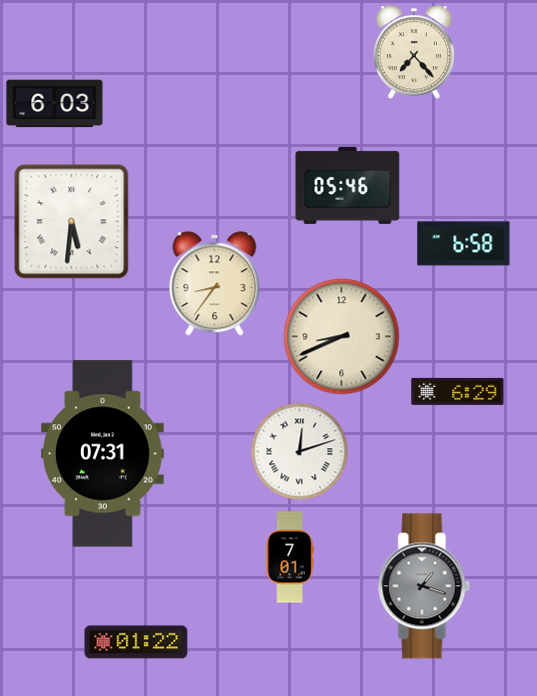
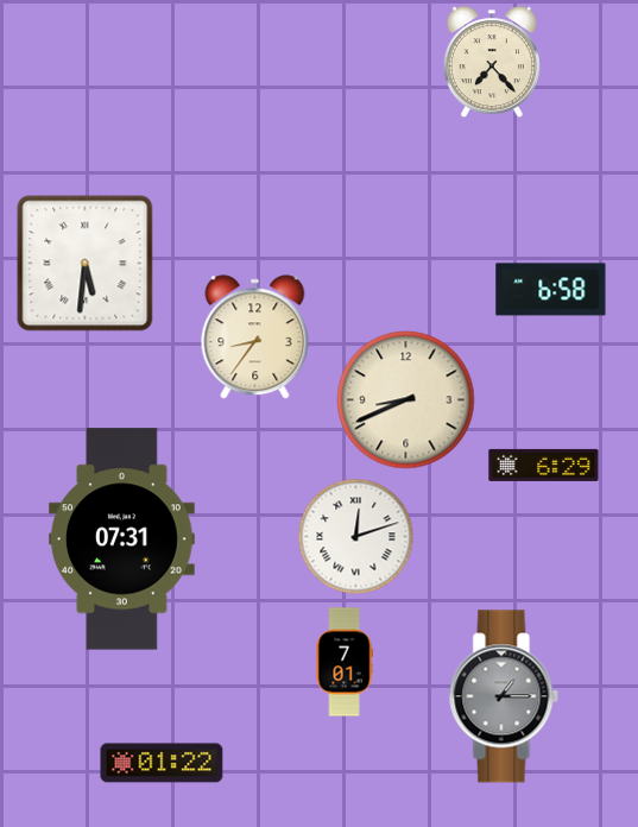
clock at (55, 104): 6:03 -> none
clock at (348, 185): 05:46 -> none
clock at (424, 586): 1:18 -> 1:15
